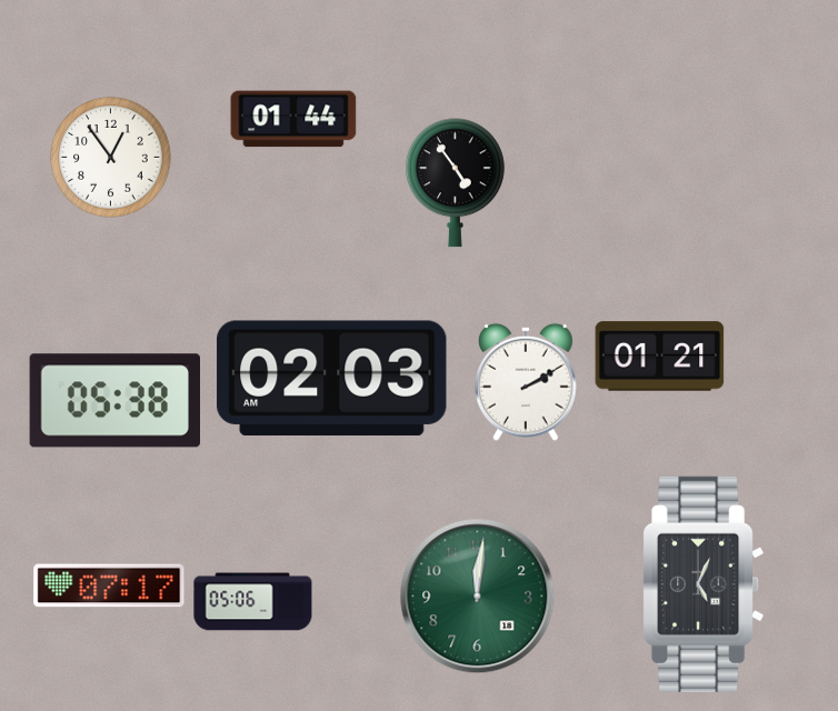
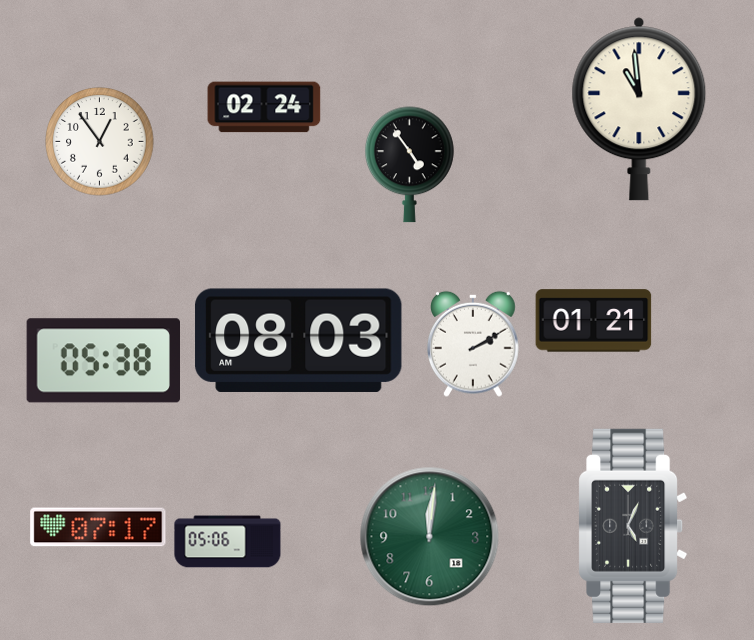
clock at (293, 119): 01:44 -> 02:24
clock at (639, 109): none -> 10:59
clock at (332, 378): 02:03 -> 08:03
